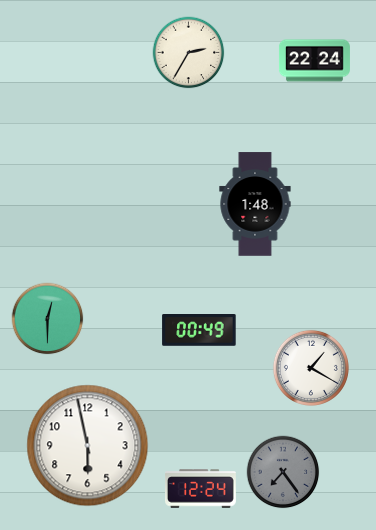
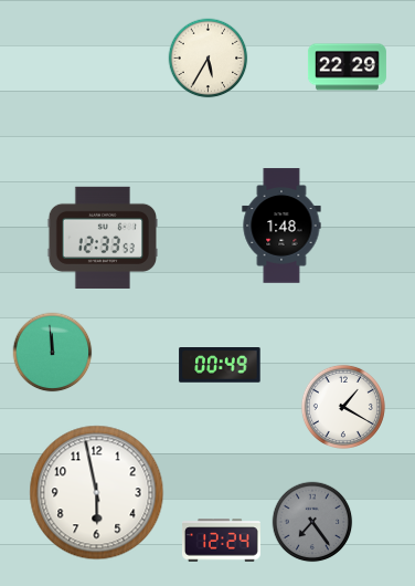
clock at (189, 53): 2:35 -> 5:35
clock at (314, 61): 22:24 -> 22:29
clock at (102, 238): none -> 12:33
clock at (48, 319): 12:30 -> 11:59
